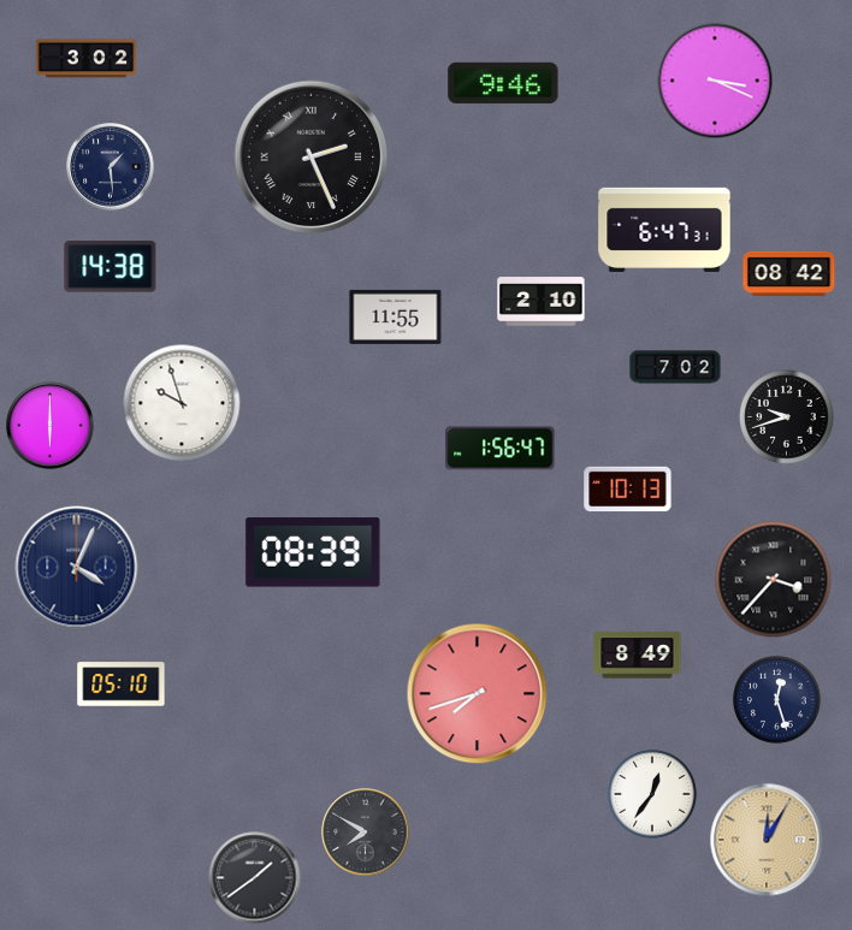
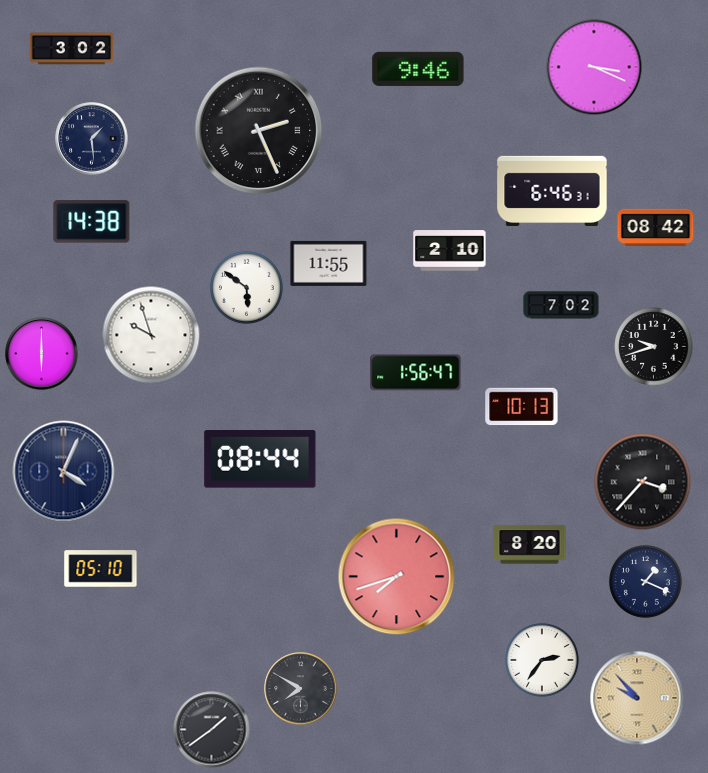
clock at (664, 230): 6:47 -> 6:46
clock at (246, 287): none -> 5:51
clock at (313, 552): 08:39 -> 08:44
clock at (638, 656): 8:49 -> 8:20
clock at (776, 699): 12:27 -> 1:19
clock at (653, 795): 12:36 -> 2:36
clock at (366, 833) position: (366, 833) -> (301, 689)
clock at (767, 840): 12:05 -> 9:53
